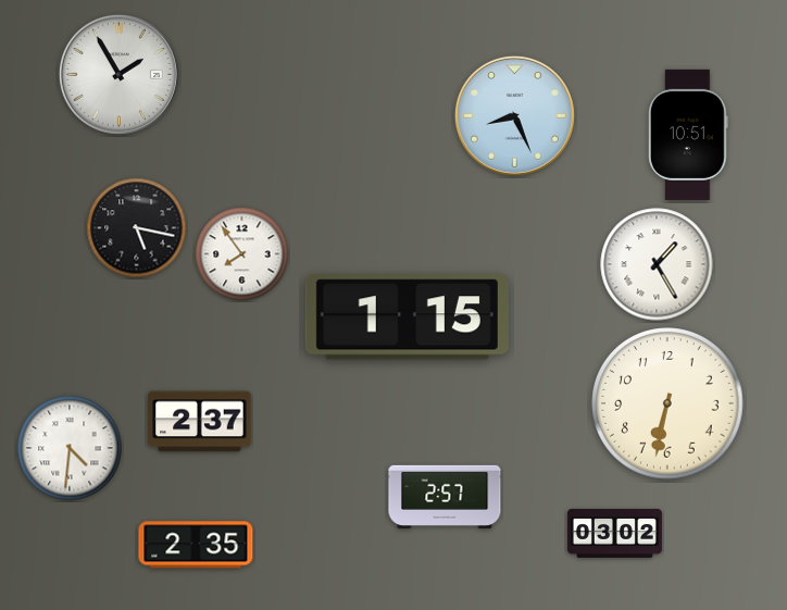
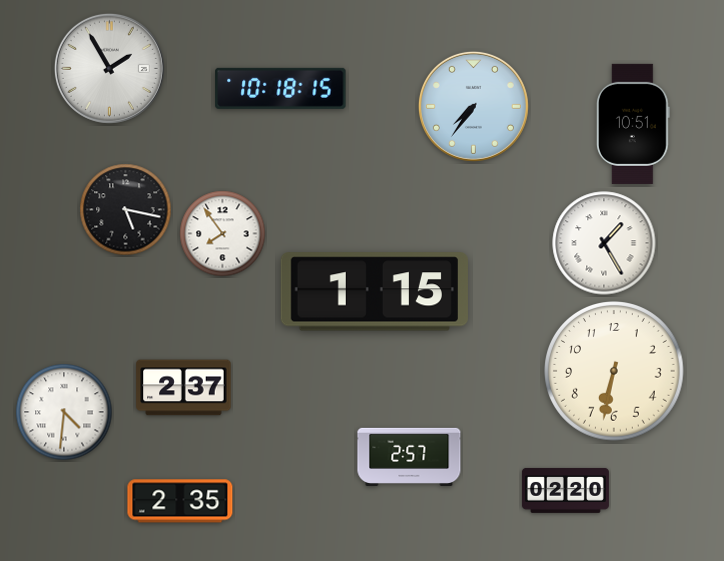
clock at (281, 88): none -> 10:18
clock at (514, 115): 8:26 -> 7:36
clock at (614, 533): 03:02 -> 02:20
